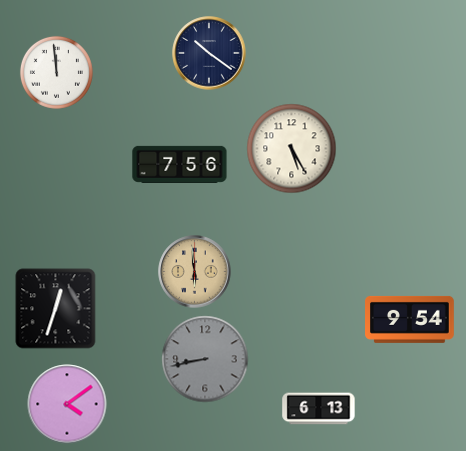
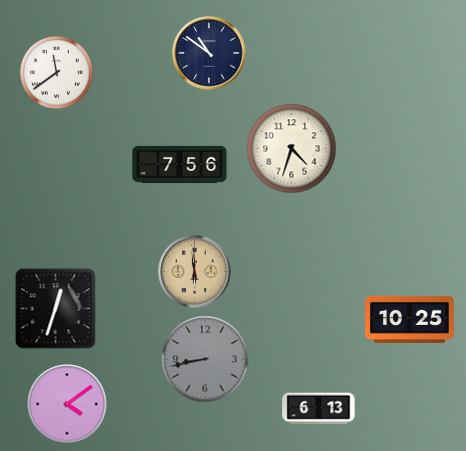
clock at (209, 53): 10:21 -> 10:51
clock at (56, 72): 11:59 -> 11:39
clock at (292, 149): 5:25 -> 4:33
clock at (410, 319): 9:54 -> 10:25
